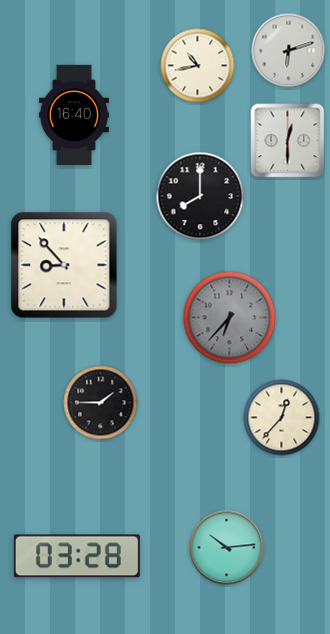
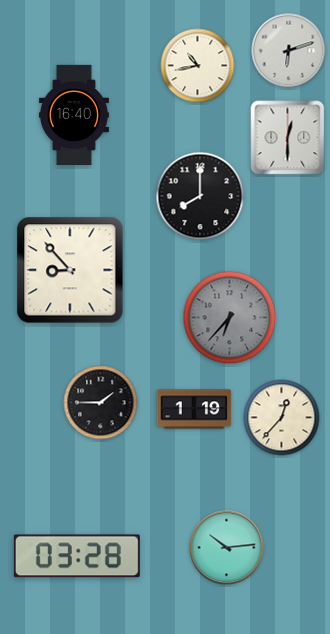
clock at (288, 141) position: (288, 141) -> (288, 138)
clock at (64, 265) position: (64, 265) -> (70, 270)
clock at (194, 409): none -> 1:19
